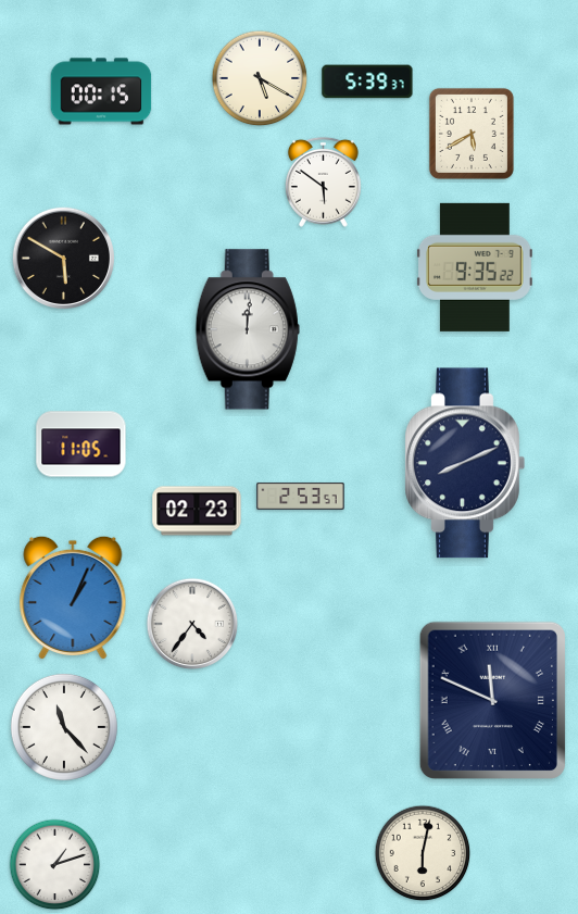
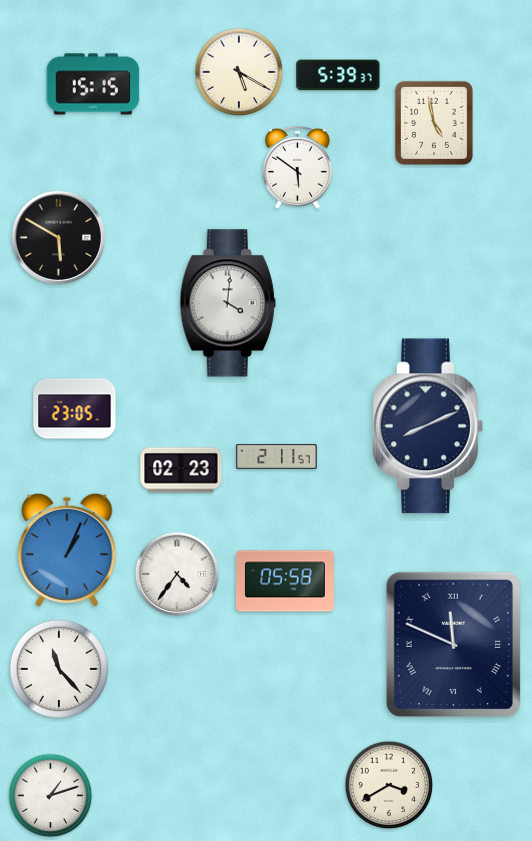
clock at (101, 91): 00:15 -> 15:15
clock at (472, 134): 5:40 -> 4:58
clock at (475, 267): 9:35 -> none
clock at (248, 329): 12:01 -> 4:01
clock at (81, 445): 11:05 -> 23:05
clock at (301, 496): 2:53 -> 2:11
clock at (285, 581): none -> 05:58
clock at (423, 853): 6:02 -> 3:40
